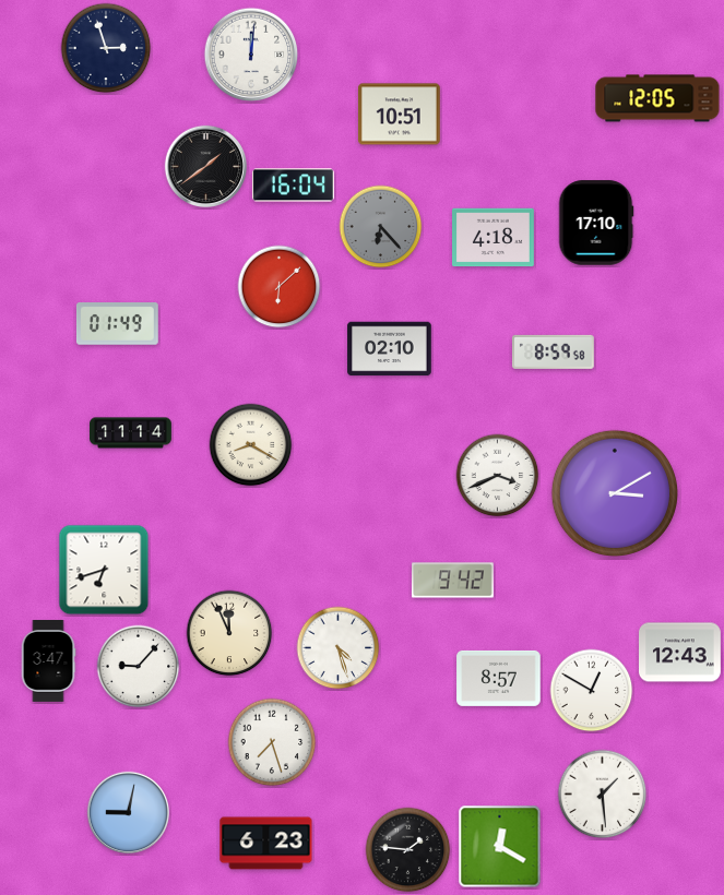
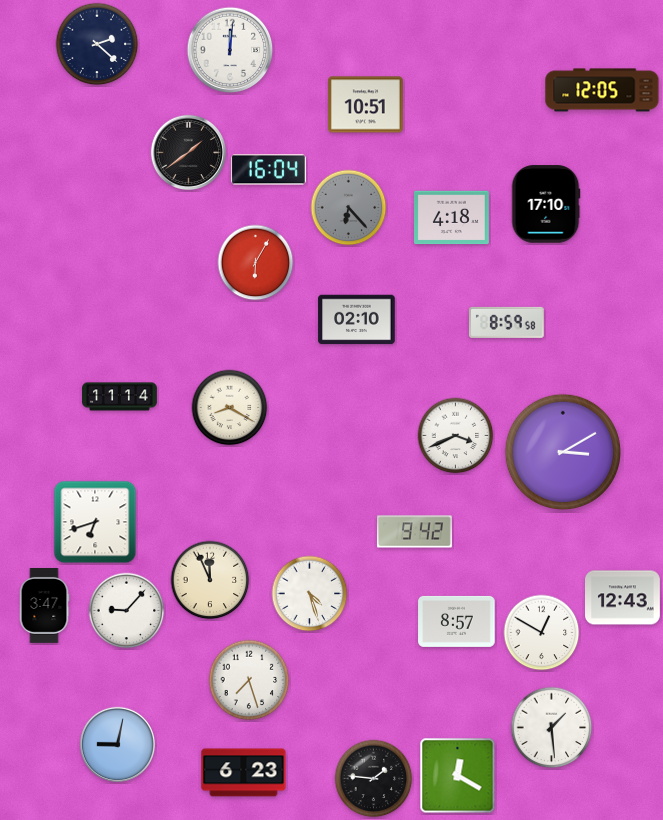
clock at (106, 48): 2:57 -> 2:22
clock at (280, 287): 6:08 -> 6:05
clock at (117, 324): 01:49 -> none
